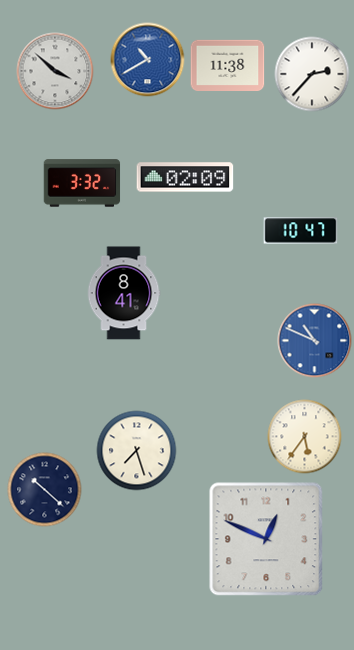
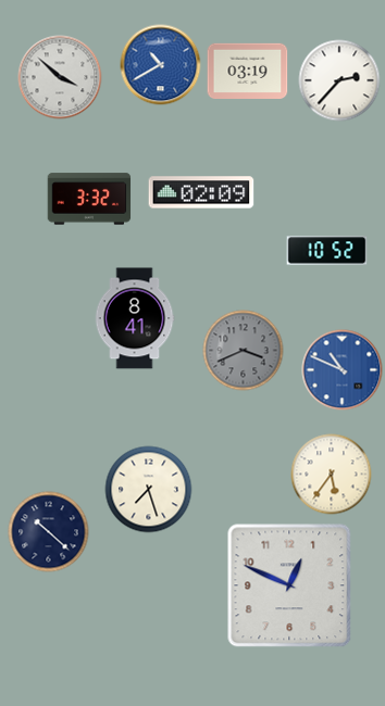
clock at (228, 65): 11:38 -> 03:19
clock at (301, 231): 10:47 -> 10:52
clock at (244, 351): none -> 3:41
